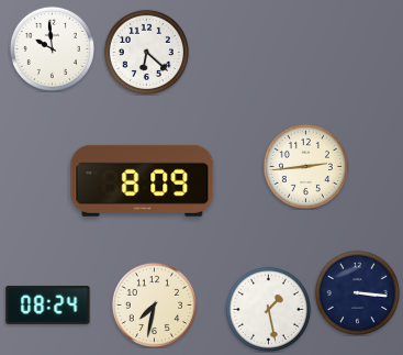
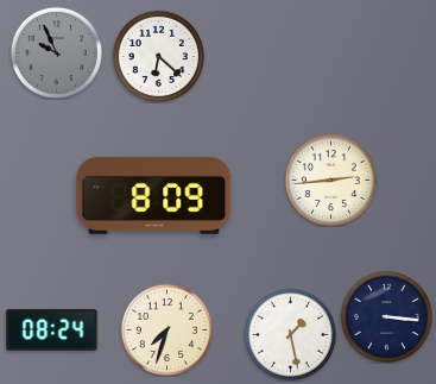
clock at (52, 48): 9:59 -> 9:56
clock at (52, 48) dial: white -> grey
clock at (154, 304): 7:32 -> 7:33
